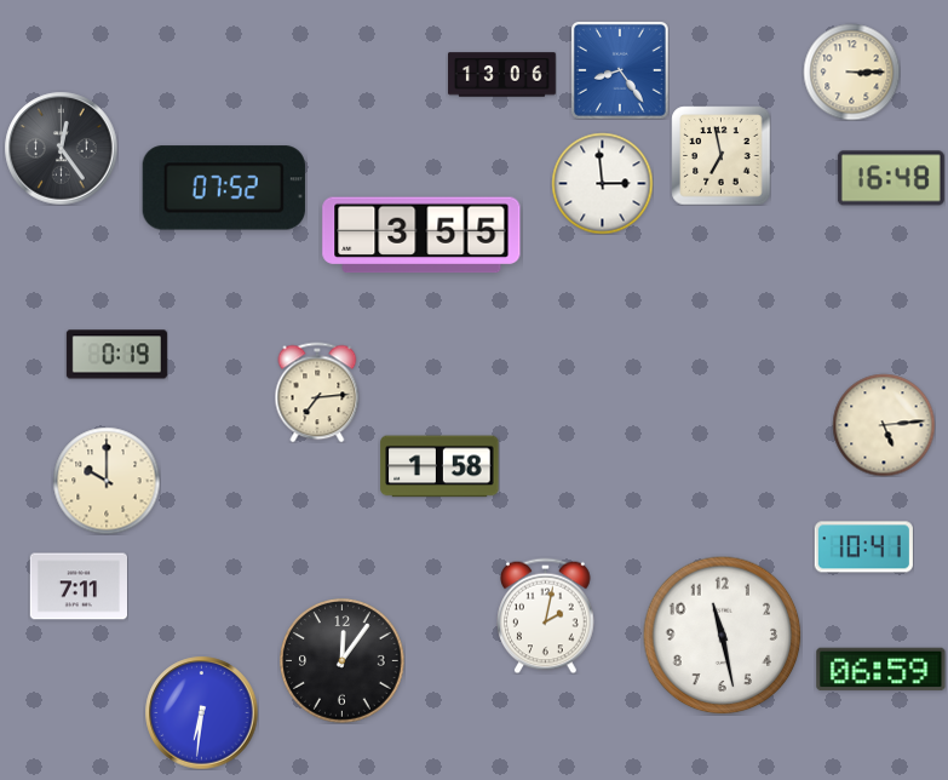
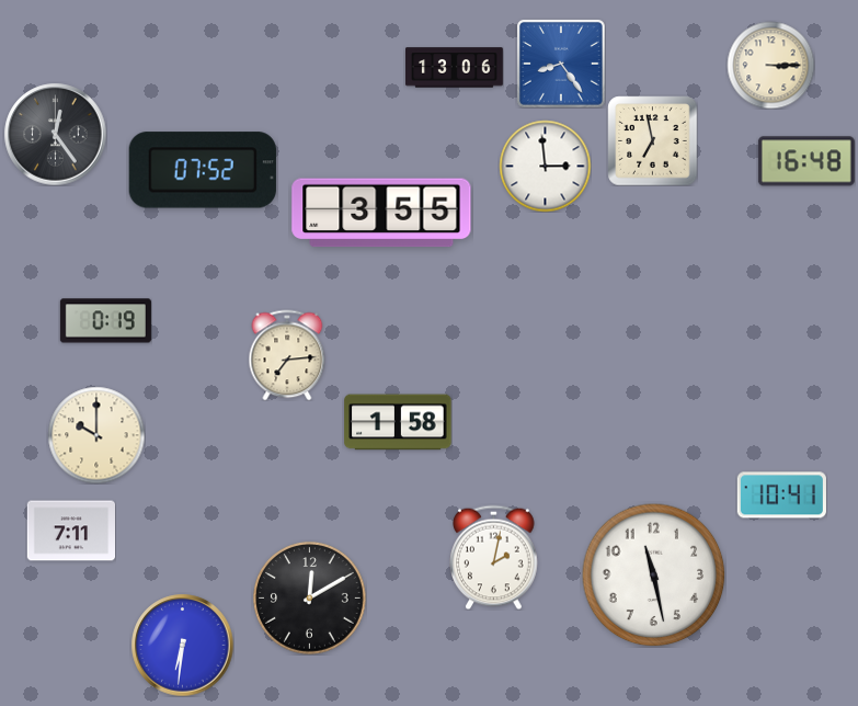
clock at (884, 425): 5:14 -> none
clock at (343, 661): 12:06 -> 12:10
clock at (881, 670): 06:59 -> none
